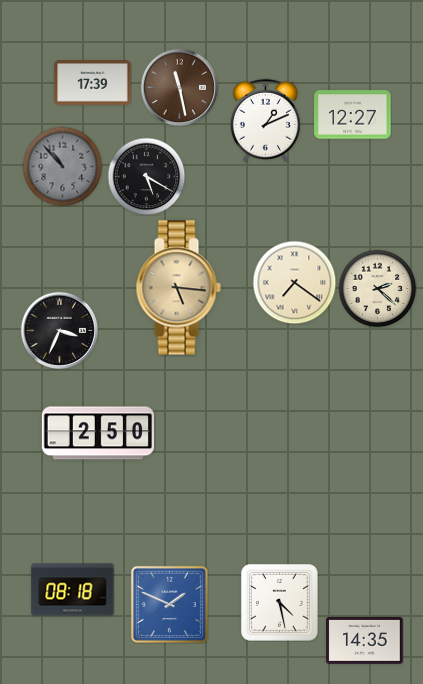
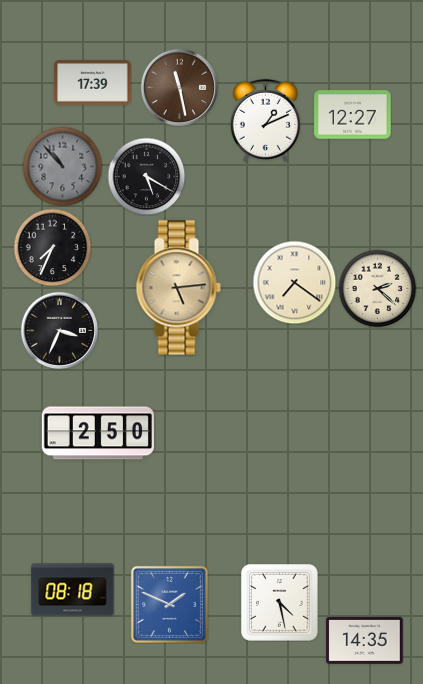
clock at (52, 247): none -> 7:34
clock at (178, 288): 5:16 -> 5:14
